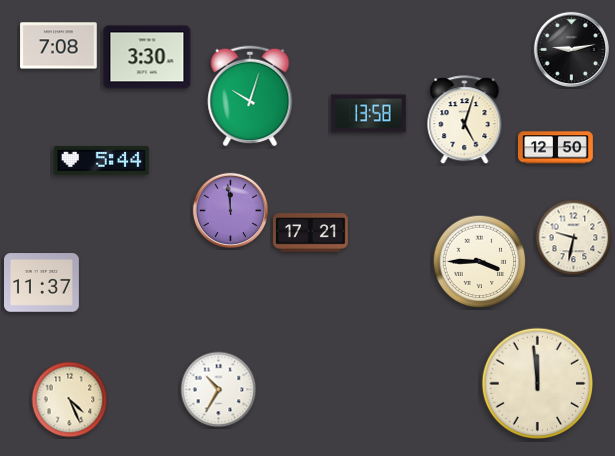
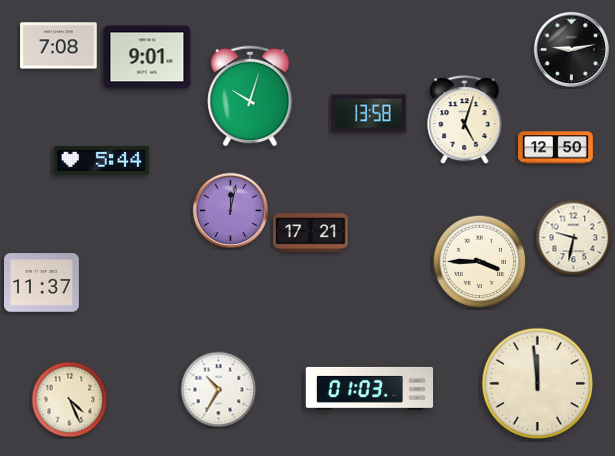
clock at (147, 57): 3:30 -> 9:01
clock at (230, 210): 11:59 -> 12:02
clock at (370, 388): none -> 01:03
